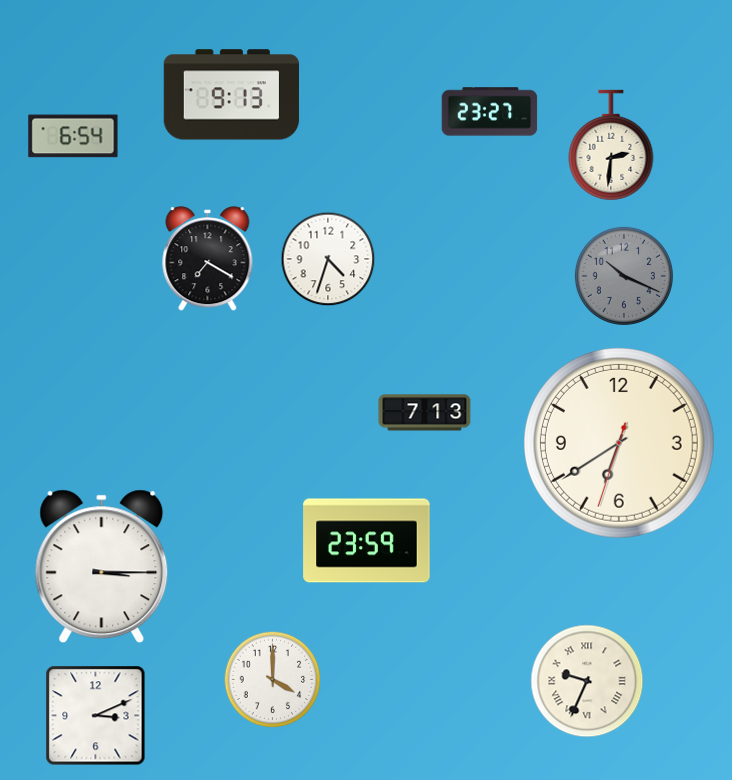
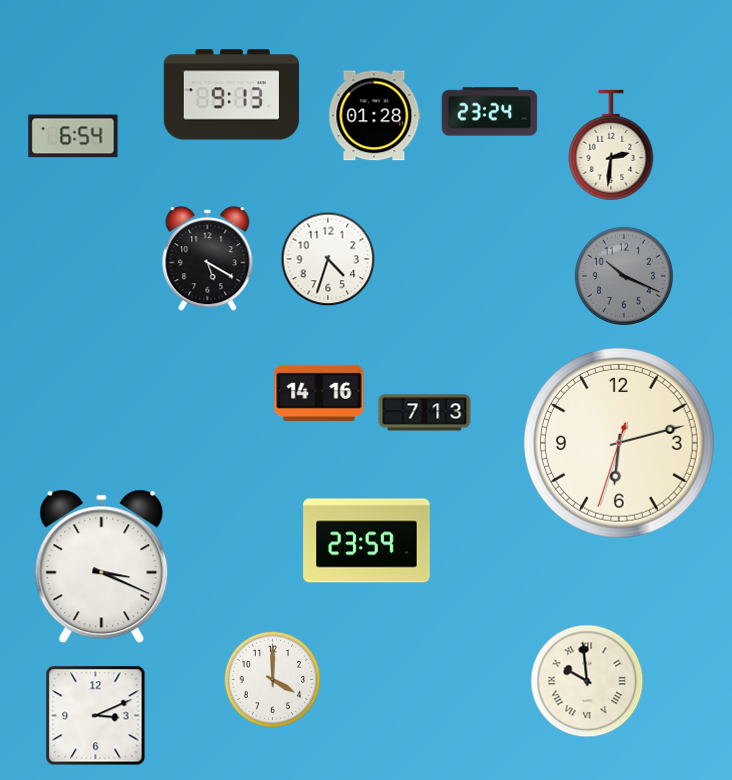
clock at (490, 112): 23:27 -> 23:24
clock at (375, 116): none -> 01:28
clock at (208, 259): 7:20 -> 5:20
clock at (319, 393): none -> 14:16
clock at (619, 443): 6:39 -> 6:12
clock at (102, 567): 3:15 -> 3:19
clock at (587, 681): 9:34 -> 9:59
